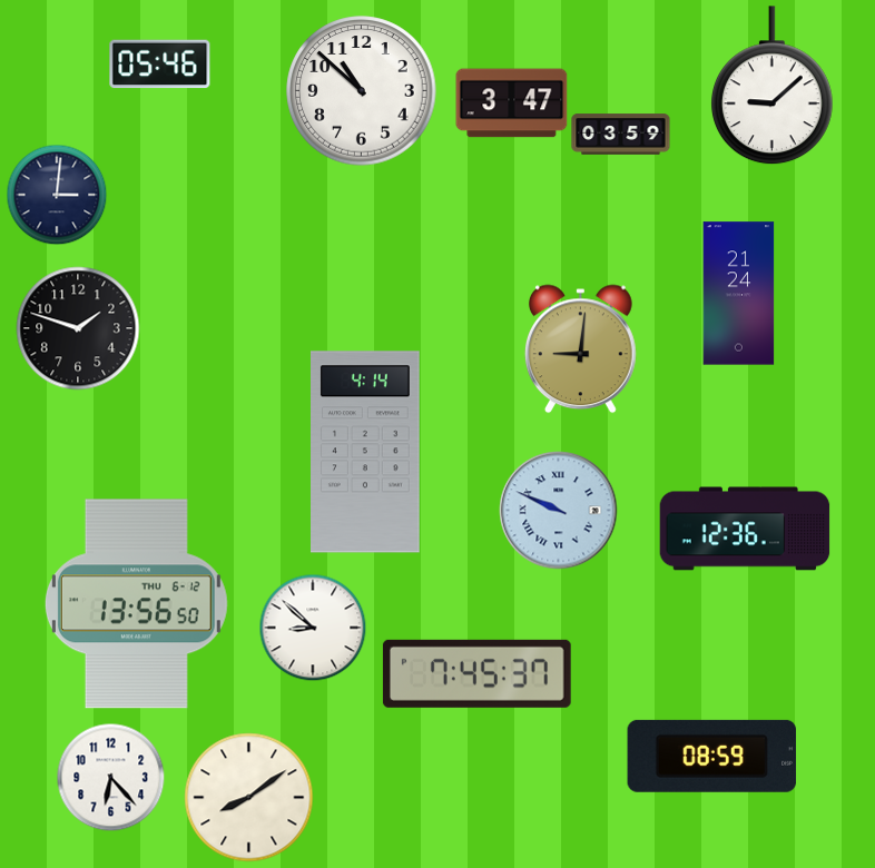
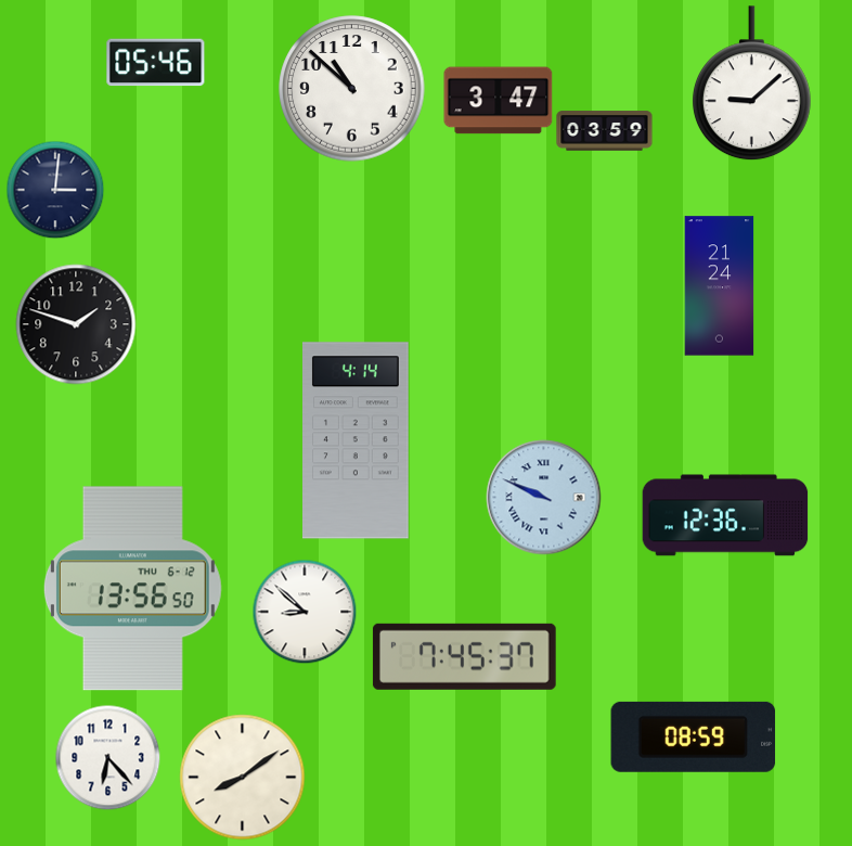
clock at (78, 328) position: (78, 328) -> (76, 324)
clock at (580, 349): 9:01 -> none
